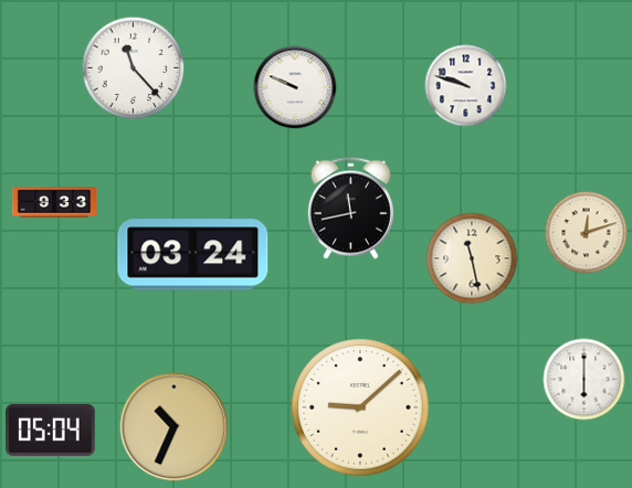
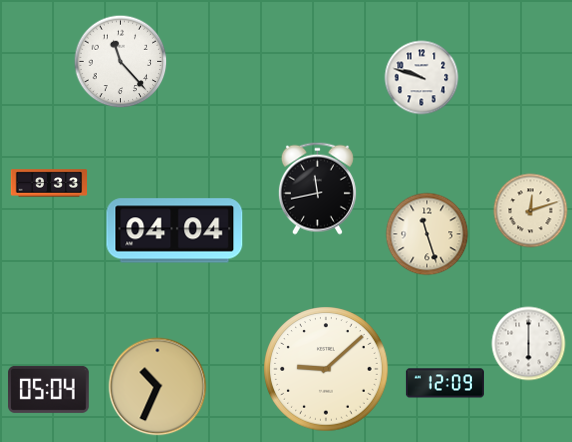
clock at (295, 87): 9:49 -> none
clock at (193, 255): 03:24 -> 04:04
clock at (472, 258): 11:28 -> 11:27
clock at (445, 383): none -> 12:09
clock at (51, 429) position: (51, 429) -> (49, 389)
